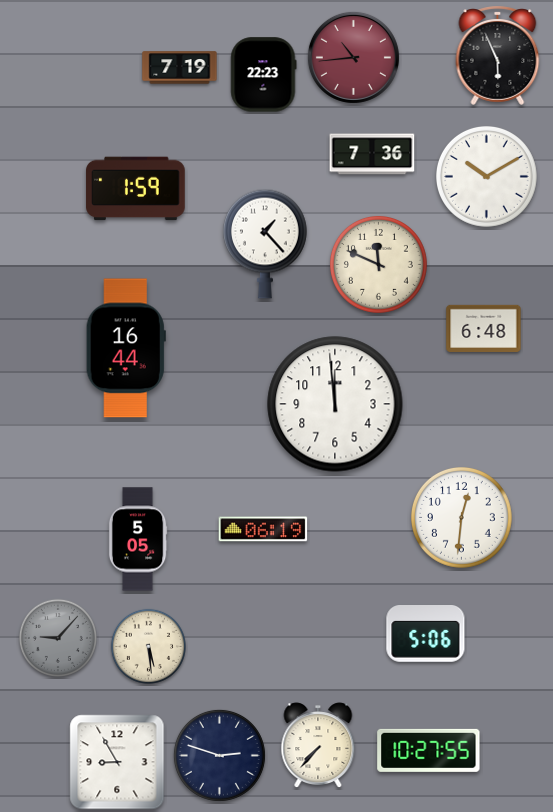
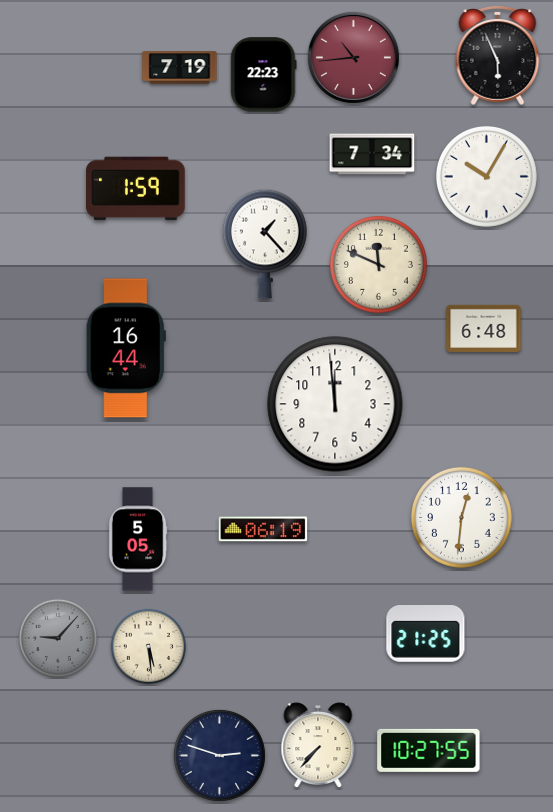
clock at (372, 154): 7:36 -> 7:34
clock at (487, 177): 10:10 -> 10:05
clock at (426, 634): 5:06 -> 21:25
clock at (117, 762): 8:55 -> none
